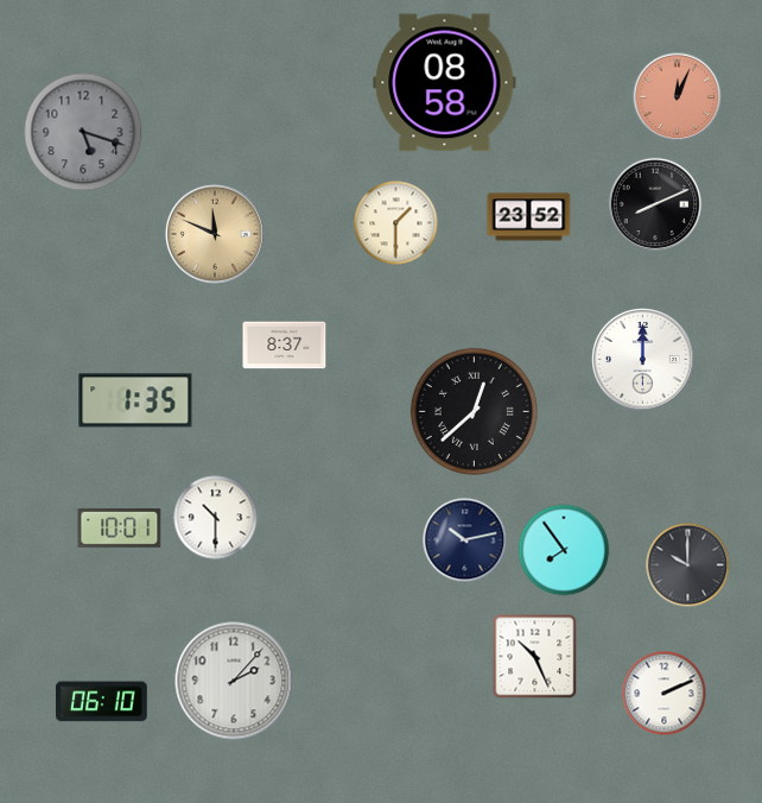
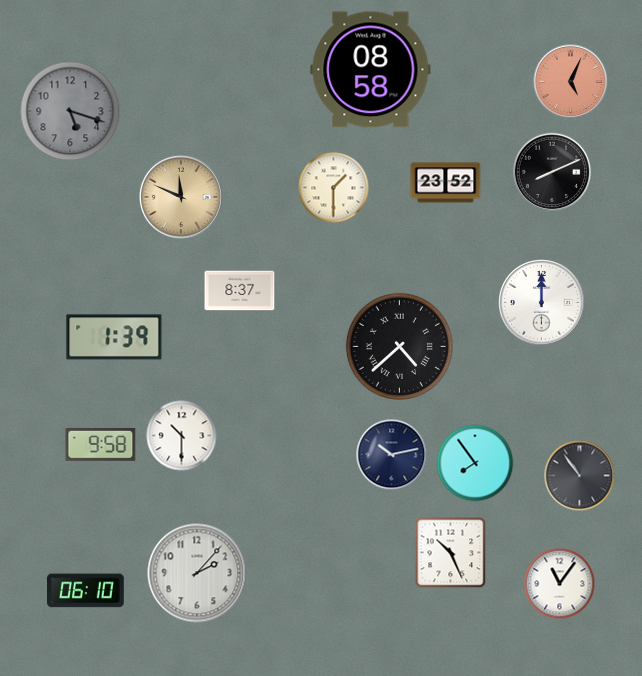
clock at (445, 83) position: (445, 83) -> (371, 70)
clock at (678, 97): 12:04 -> 5:04
clock at (135, 400): 1:35 -> 1:39
clock at (474, 411): 12:38 -> 4:38
clock at (120, 527): 10:01 -> 9:58
clock at (688, 565): 10:00 -> 10:54
clock at (665, 694): 2:11 -> 11:06
